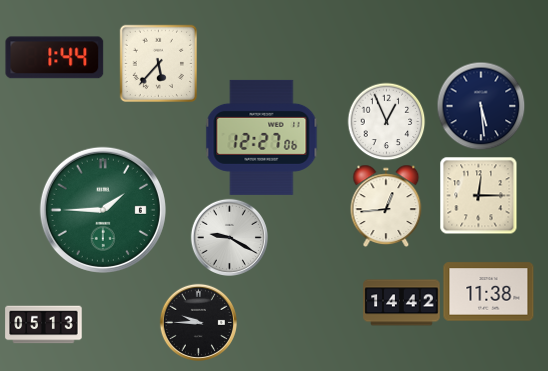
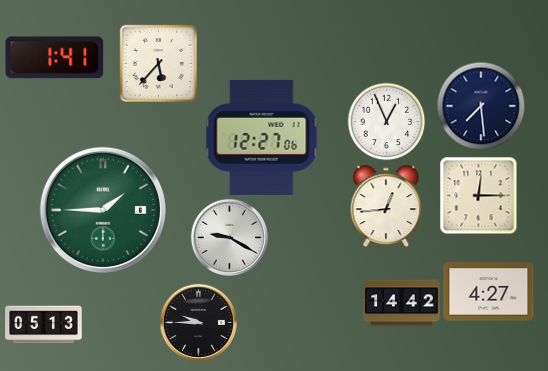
clock at (55, 58): 1:44 -> 1:41
clock at (481, 106): 5:29 -> 7:29
clock at (489, 292): 11:38 -> 4:27
